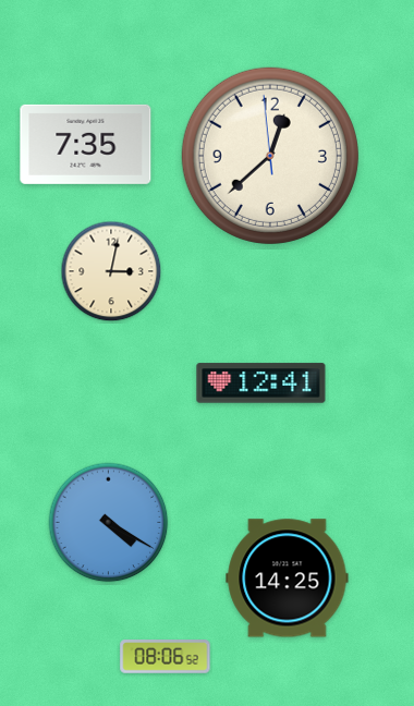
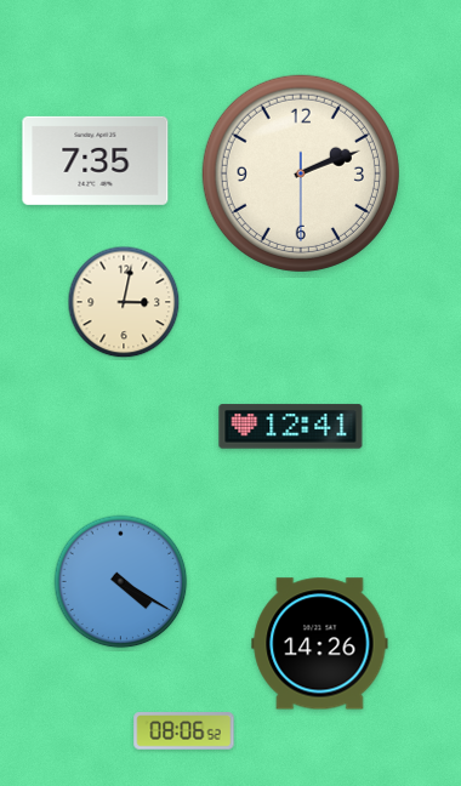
clock at (270, 156): 12:37 -> 2:11
clock at (288, 579): 14:25 -> 14:26
